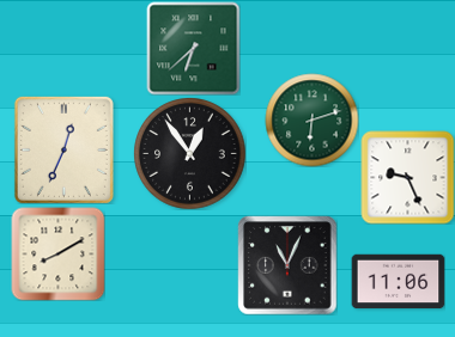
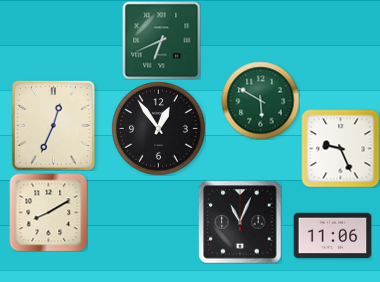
clock at (193, 48): 6:38 -> 6:41
clock at (311, 120): 6:12 -> 5:50
